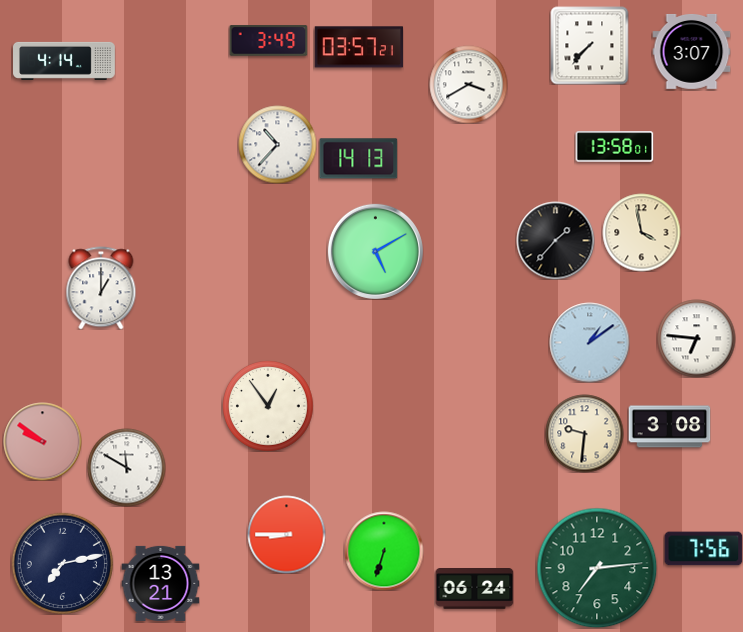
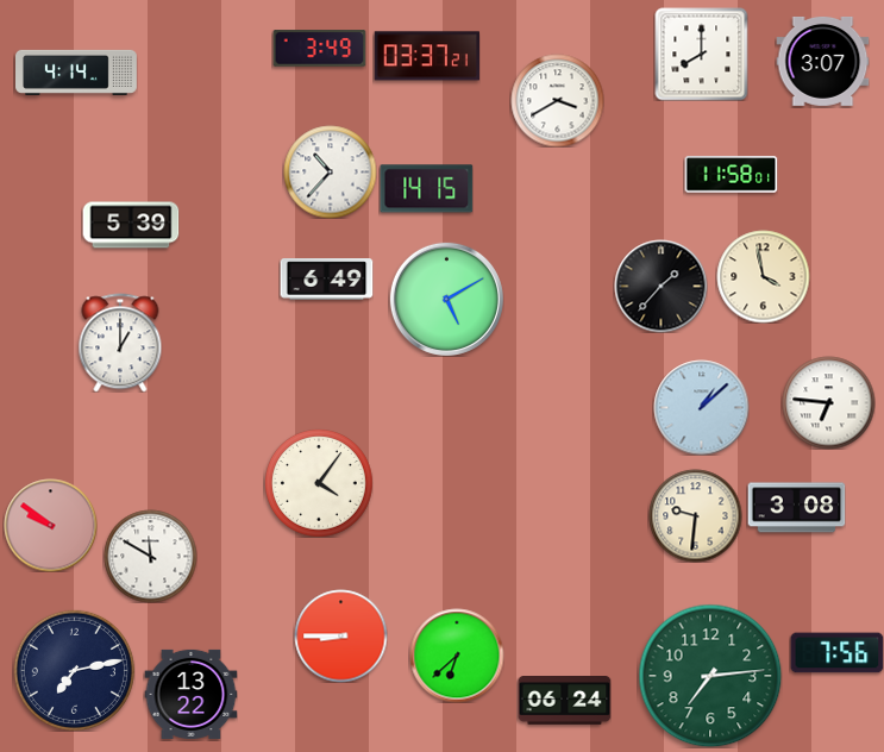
clock at (589, 45): 7:37 -> 8:00
clock at (358, 47): 03:57 -> 03:37
clock at (614, 147): 13:58 -> 11:58
clock at (358, 159): 14:13 -> 14:15
clock at (131, 225): none -> 5:39
clock at (326, 280): none -> 6:49
clock at (589, 342): 1:09 -> 1:08
clock at (268, 406): 12:54 -> 4:06
clock at (384, 551): 6:33 -> 6:38
clock at (160, 583): 13:21 -> 13:22
